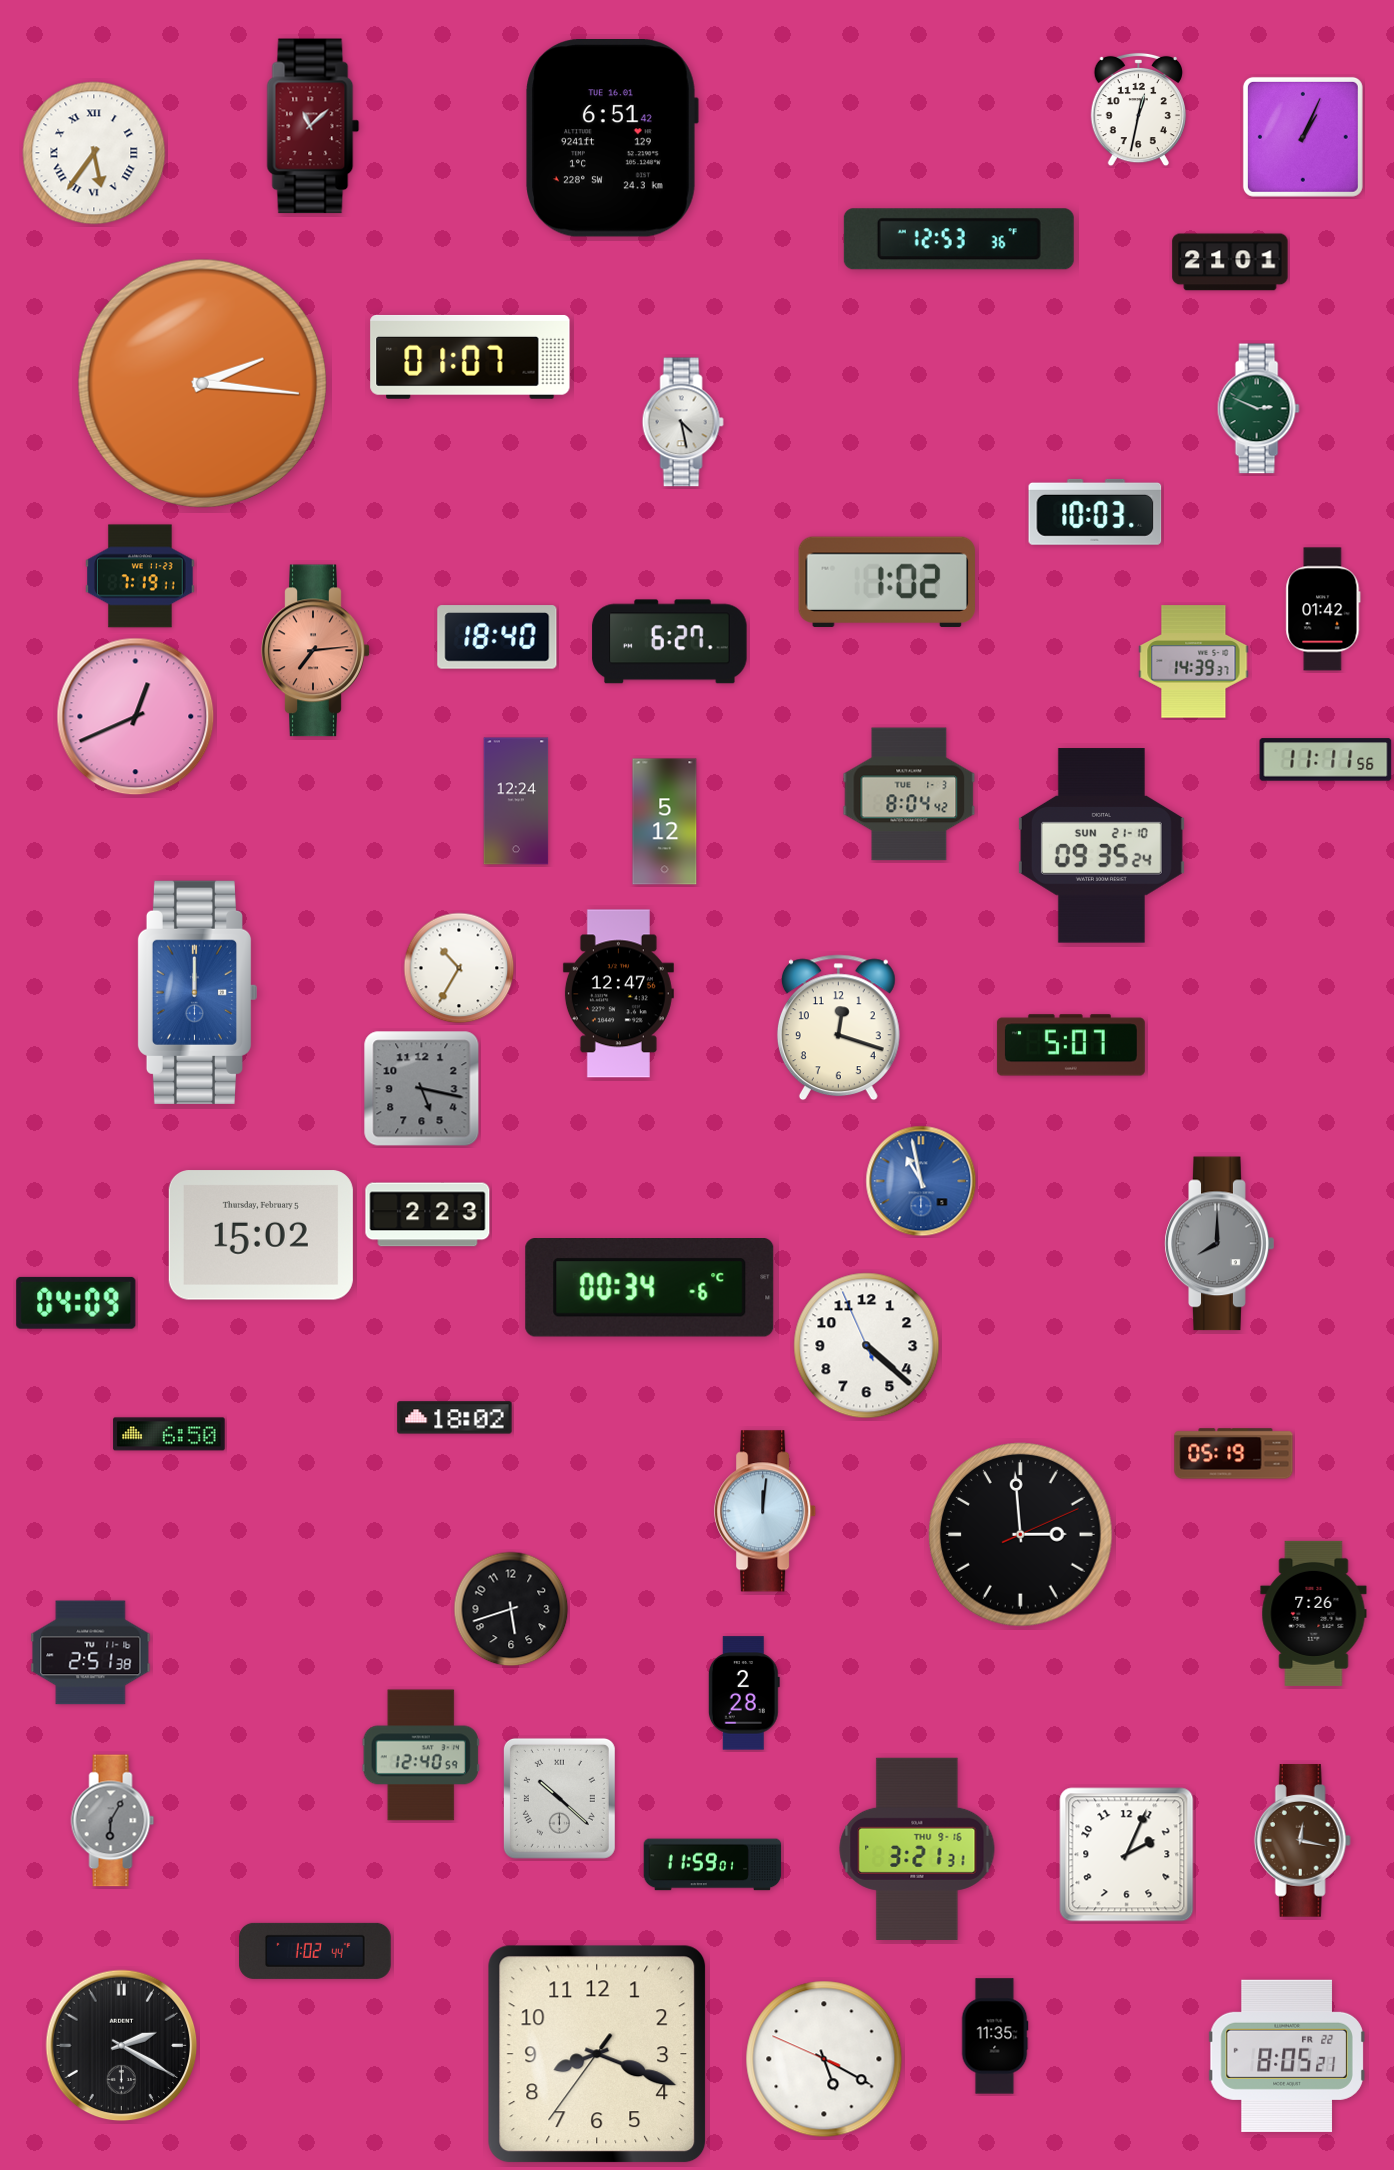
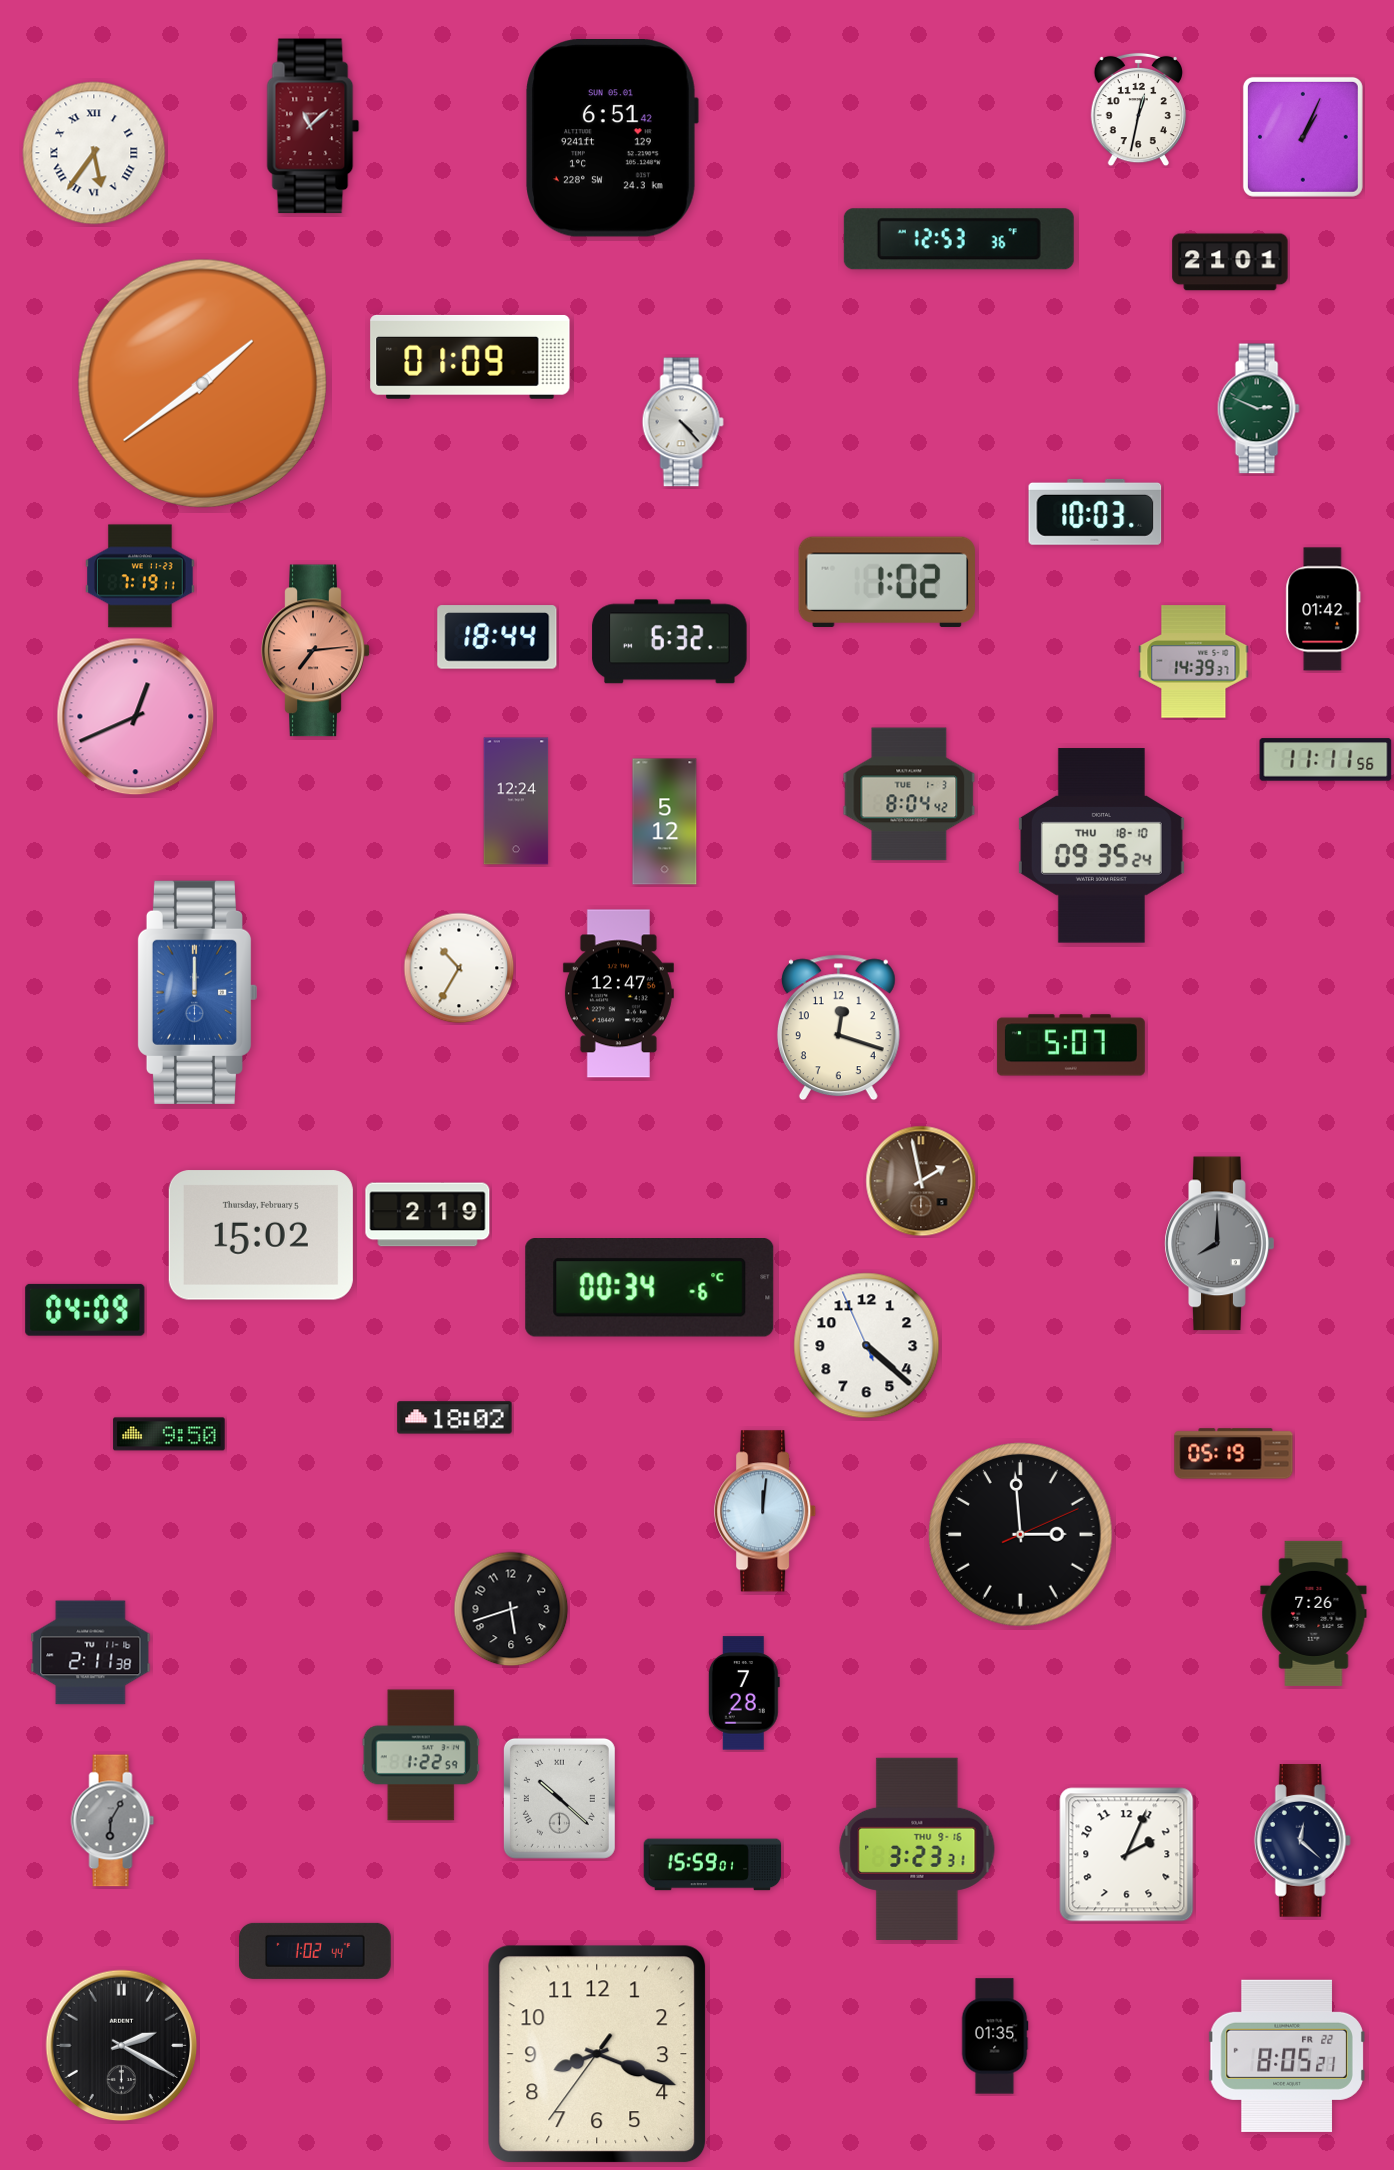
clock at (612, 139) date: TUE 16.01 -> SUN 05.01
clock at (470, 357): 01:07 -> 01:09
clock at (202, 383): 2:16 -> 1:39
clock at (683, 422): 4:28 -> 4:23
clock at (497, 637): 18:40 -> 18:44
clock at (670, 642): 6:27 -> 6:32
clock at (1101, 846) date: SUN 21-10 -> THU 18-10
clock at (422, 1089): 5:17 -> none
clock at (921, 1181): 10:58 -> 1:58
clock at (921, 1181) dial: blue -> brown
clock at (428, 1215): 2:23 -> 2:19
clock at (76, 1303) position: (76, 1303) -> (85, 1310)
clock at (169, 1434): 6:50 -> 9:50
clock at (91, 1653): 2:51 -> 2:11
clock at (744, 1693): 2:28 -> 7:28
clock at (421, 1755): 12:40 -> 1:22
clock at (1302, 1841): 12:17 -> 12:22
clock at (1302, 1841) dial: brown -> navy
clock at (917, 1849): 3:21 -> 3:23
clock at (713, 1865): 11:59 -> 15:59
clock at (995, 2036): 11:35 -> 01:35
clock at (824, 2059): 5:19 -> none
